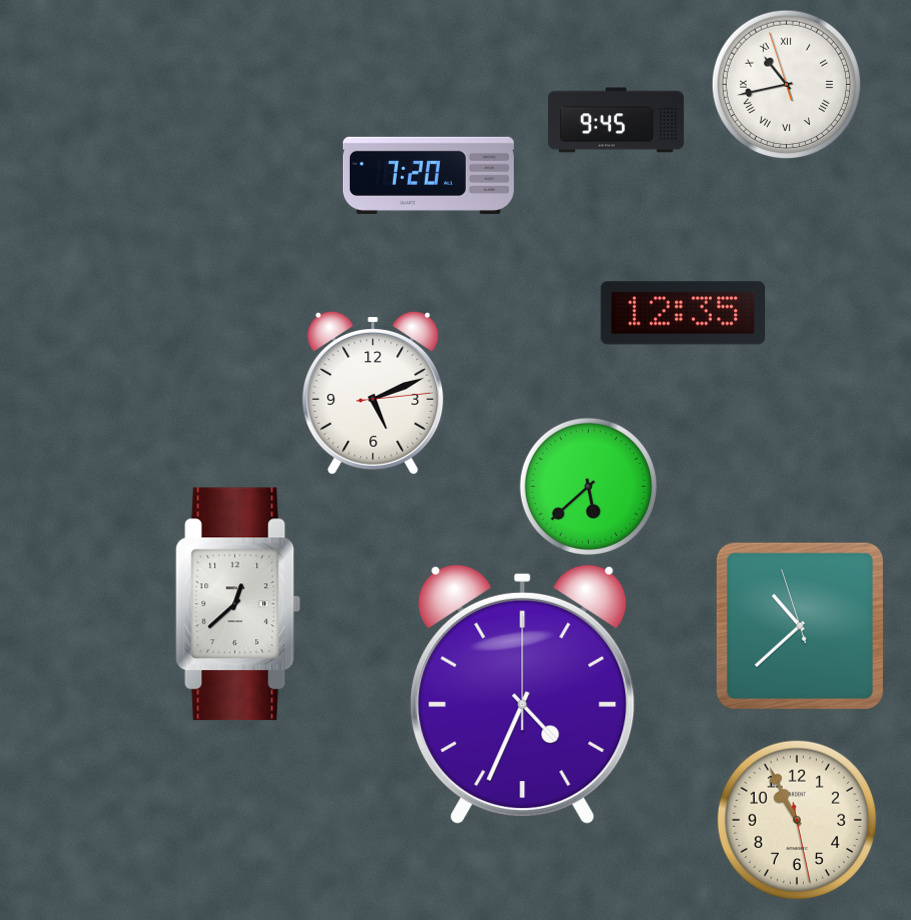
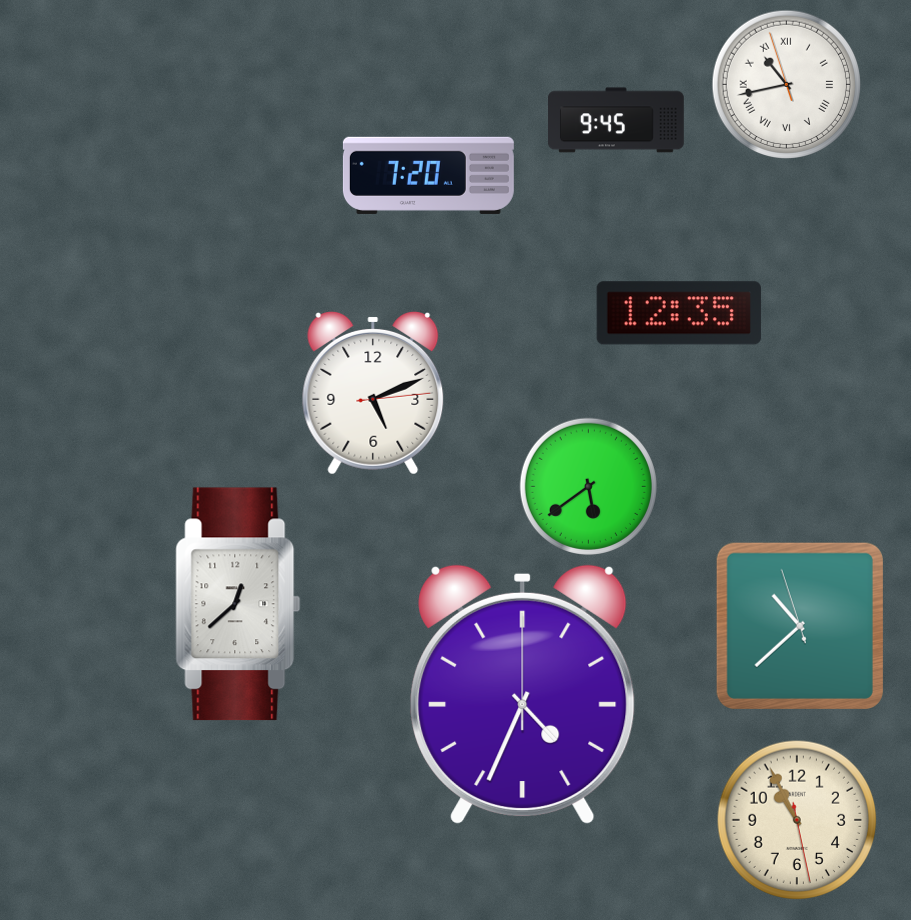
clock at (683, 313) position: (683, 313) -> (679, 313)
clock at (588, 486): 5:38 -> 5:39
